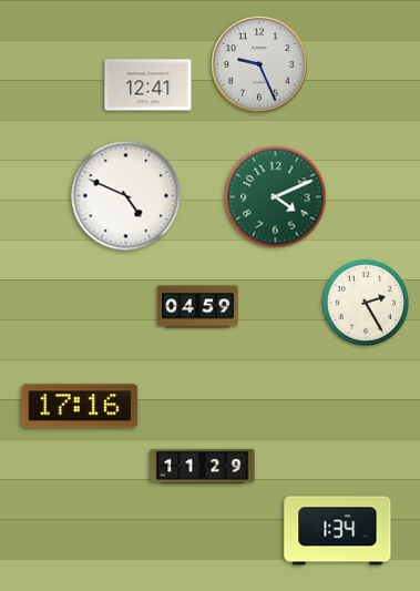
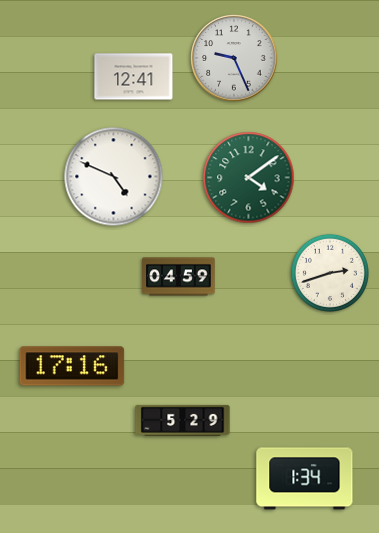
clock at (276, 197): 4:11 -> 4:09
clock at (366, 303): 2:25 -> 2:42
clock at (203, 466): 11:29 -> 5:29
